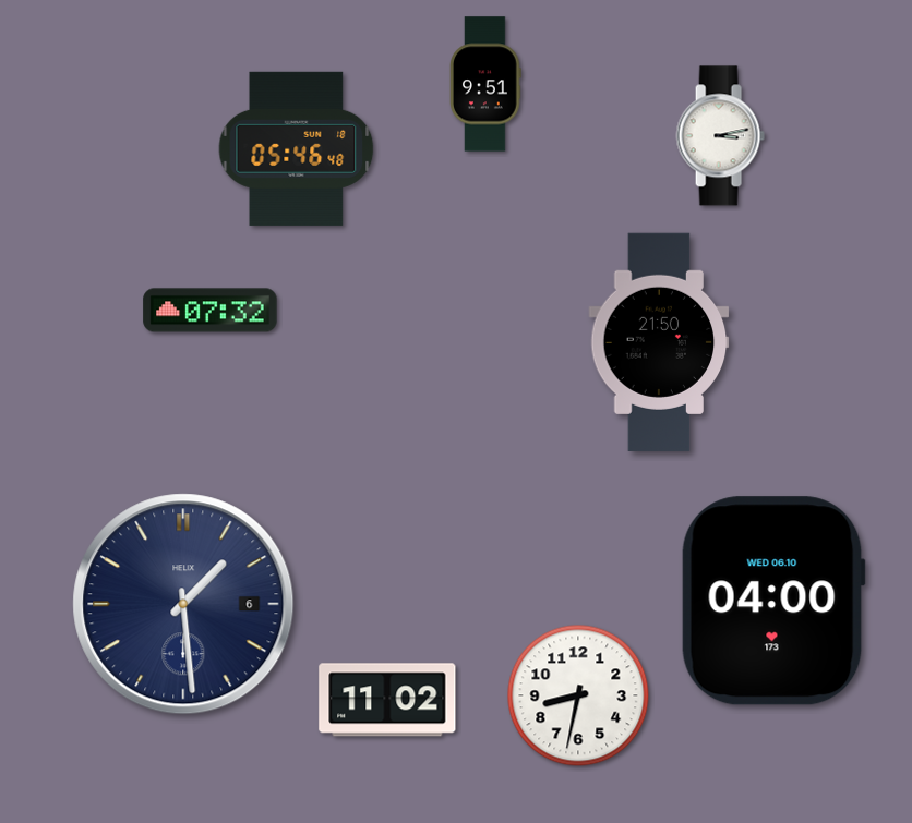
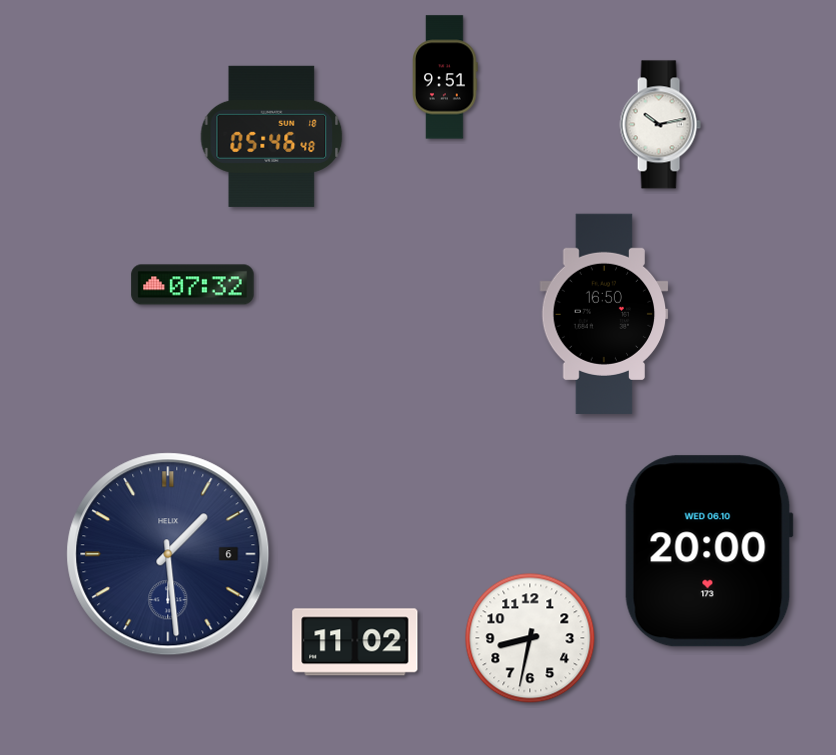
clock at (720, 136): 3:13 -> 10:13
clock at (659, 342): 21:50 -> 16:50
clock at (773, 601): 04:00 -> 20:00
